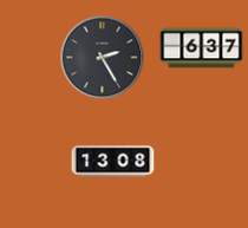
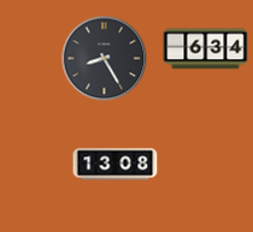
clock at (202, 48): 6:37 -> 6:34
clock at (103, 58): 2:25 -> 8:25
